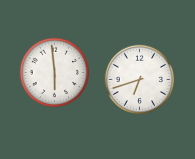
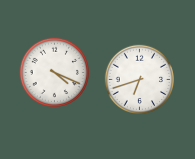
clock at (55, 73): 5:59 -> 4:19
